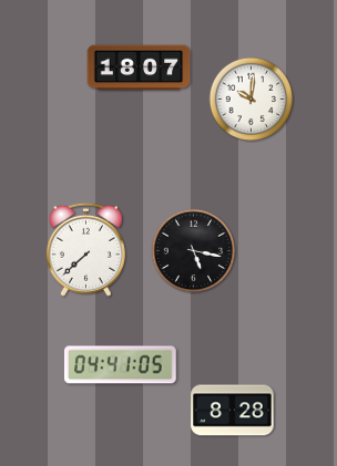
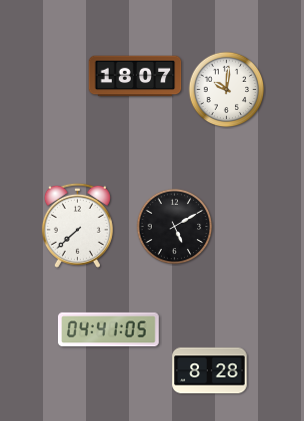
clock at (139, 68) position: (139, 68) -> (135, 76)
clock at (194, 251): 5:17 -> 5:10
